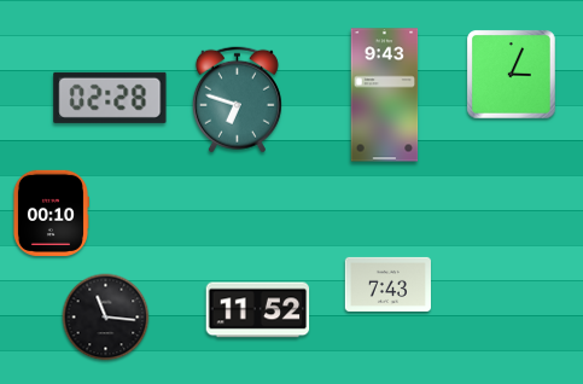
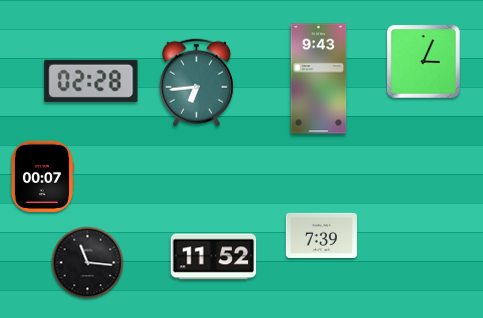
clock at (237, 100): 6:48 -> 6:44
clock at (51, 213): 00:10 -> 00:07
clock at (387, 284): 7:43 -> 7:39
